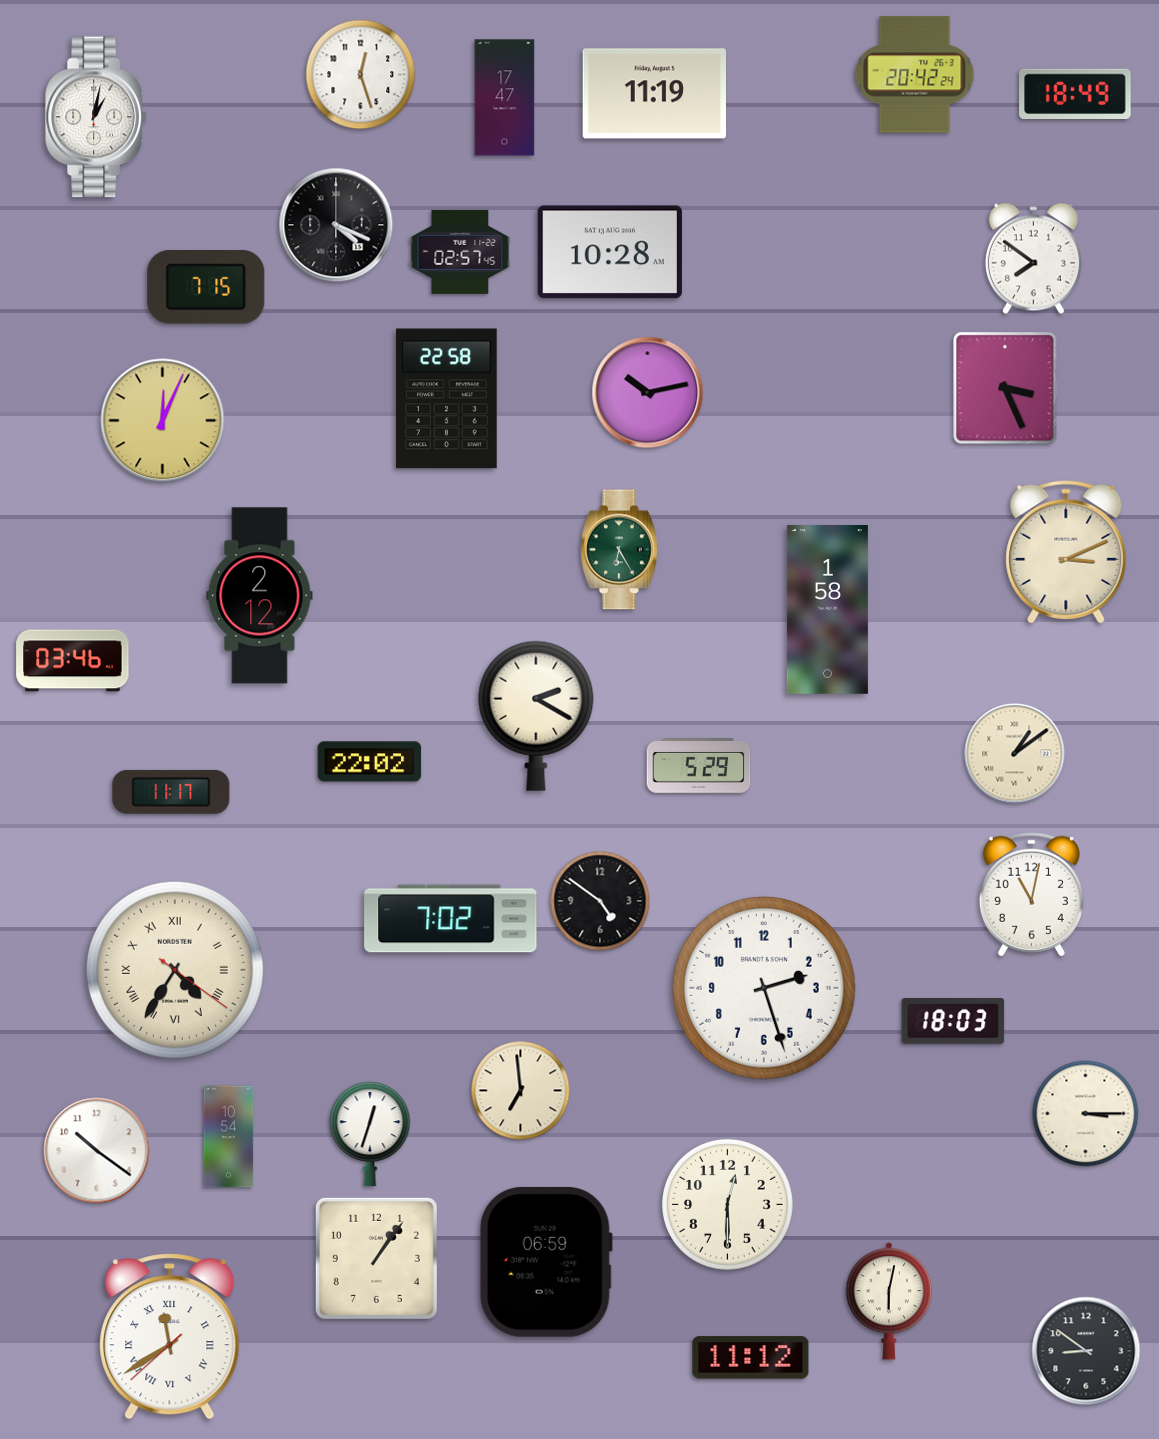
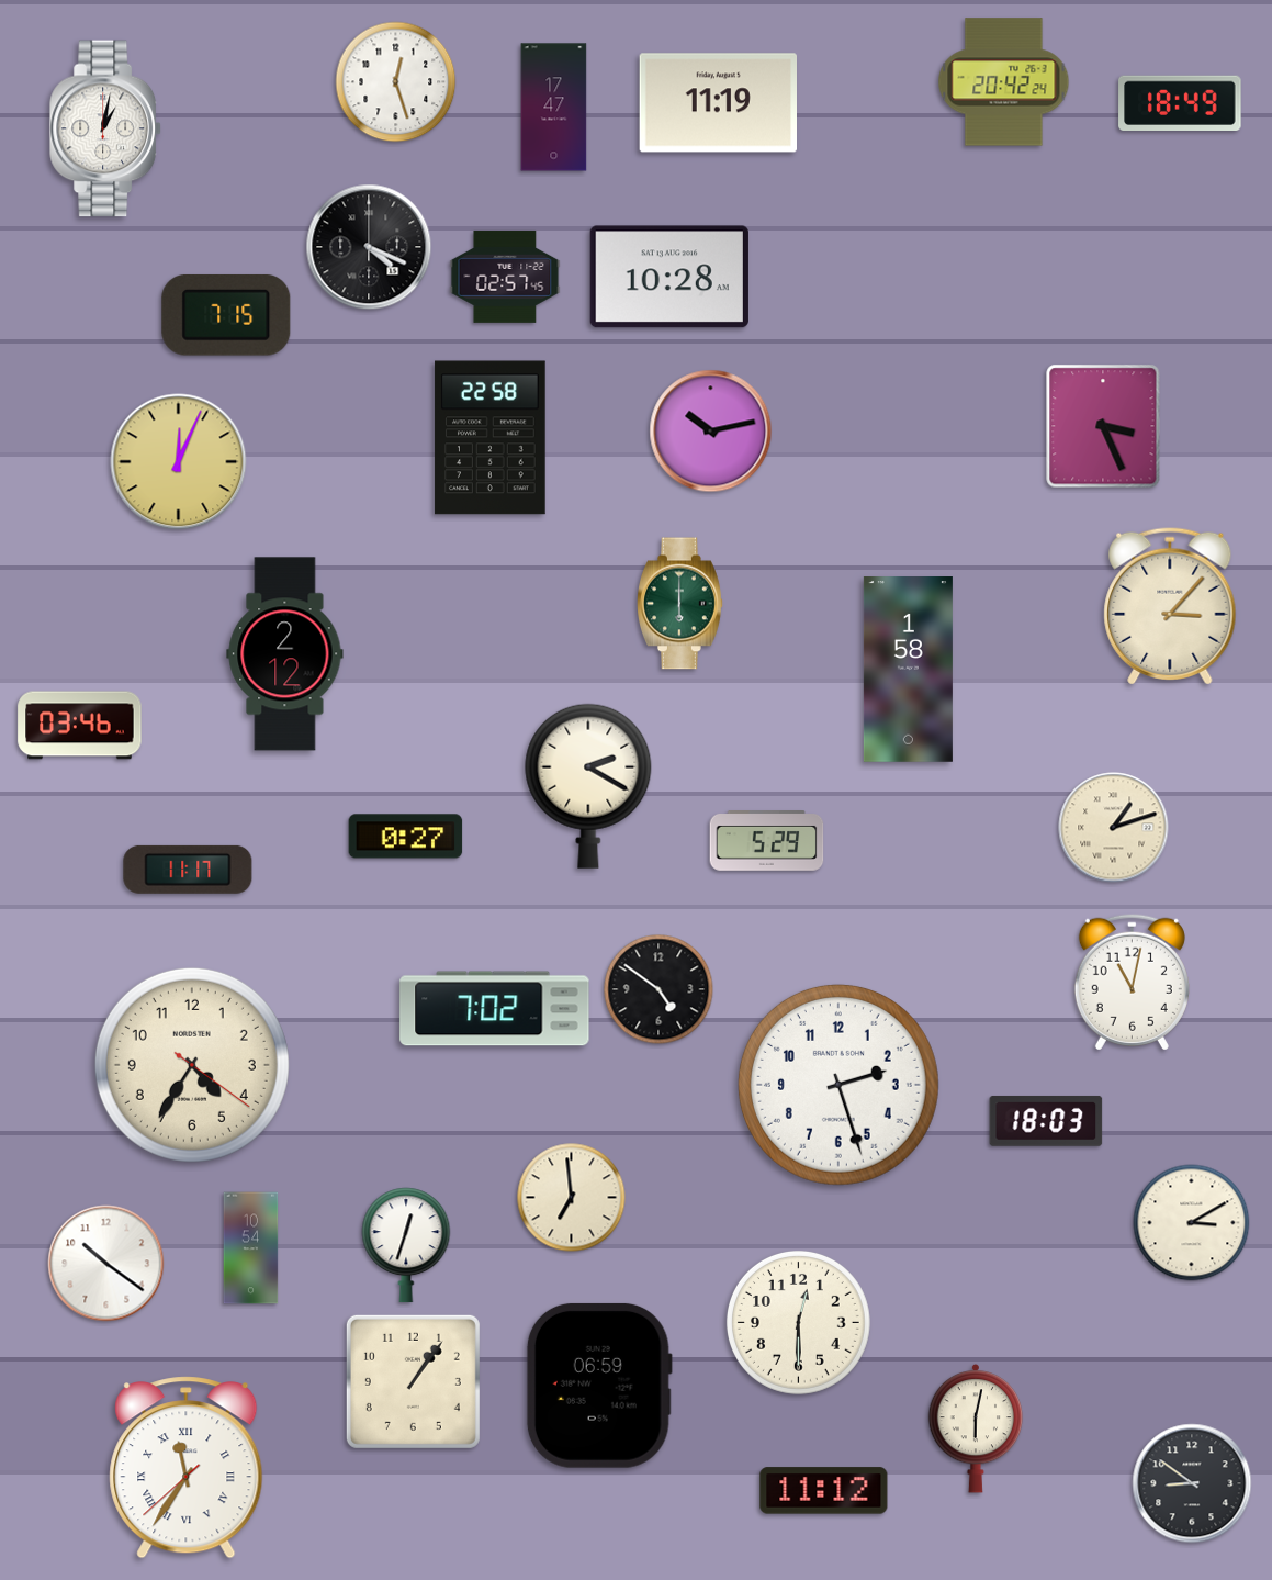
clock at (1033, 259): 7:51 -> none
clock at (620, 550): 6:25 -> 6:00
clock at (1066, 552): 3:11 -> 3:07
clock at (1015, 754): 1:09 -> 1:12
clock at (370, 762): 22:02 -> 0:27
clock at (175, 970) numerals: Roman -> Arabic
clock at (1086, 1114): 3:15 -> 3:10
clock at (170, 1337): 11:39 -> 11:35
